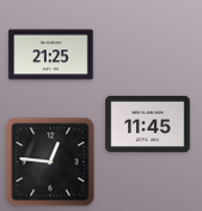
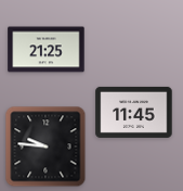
clock at (50, 162): 12:46 -> 9:46
